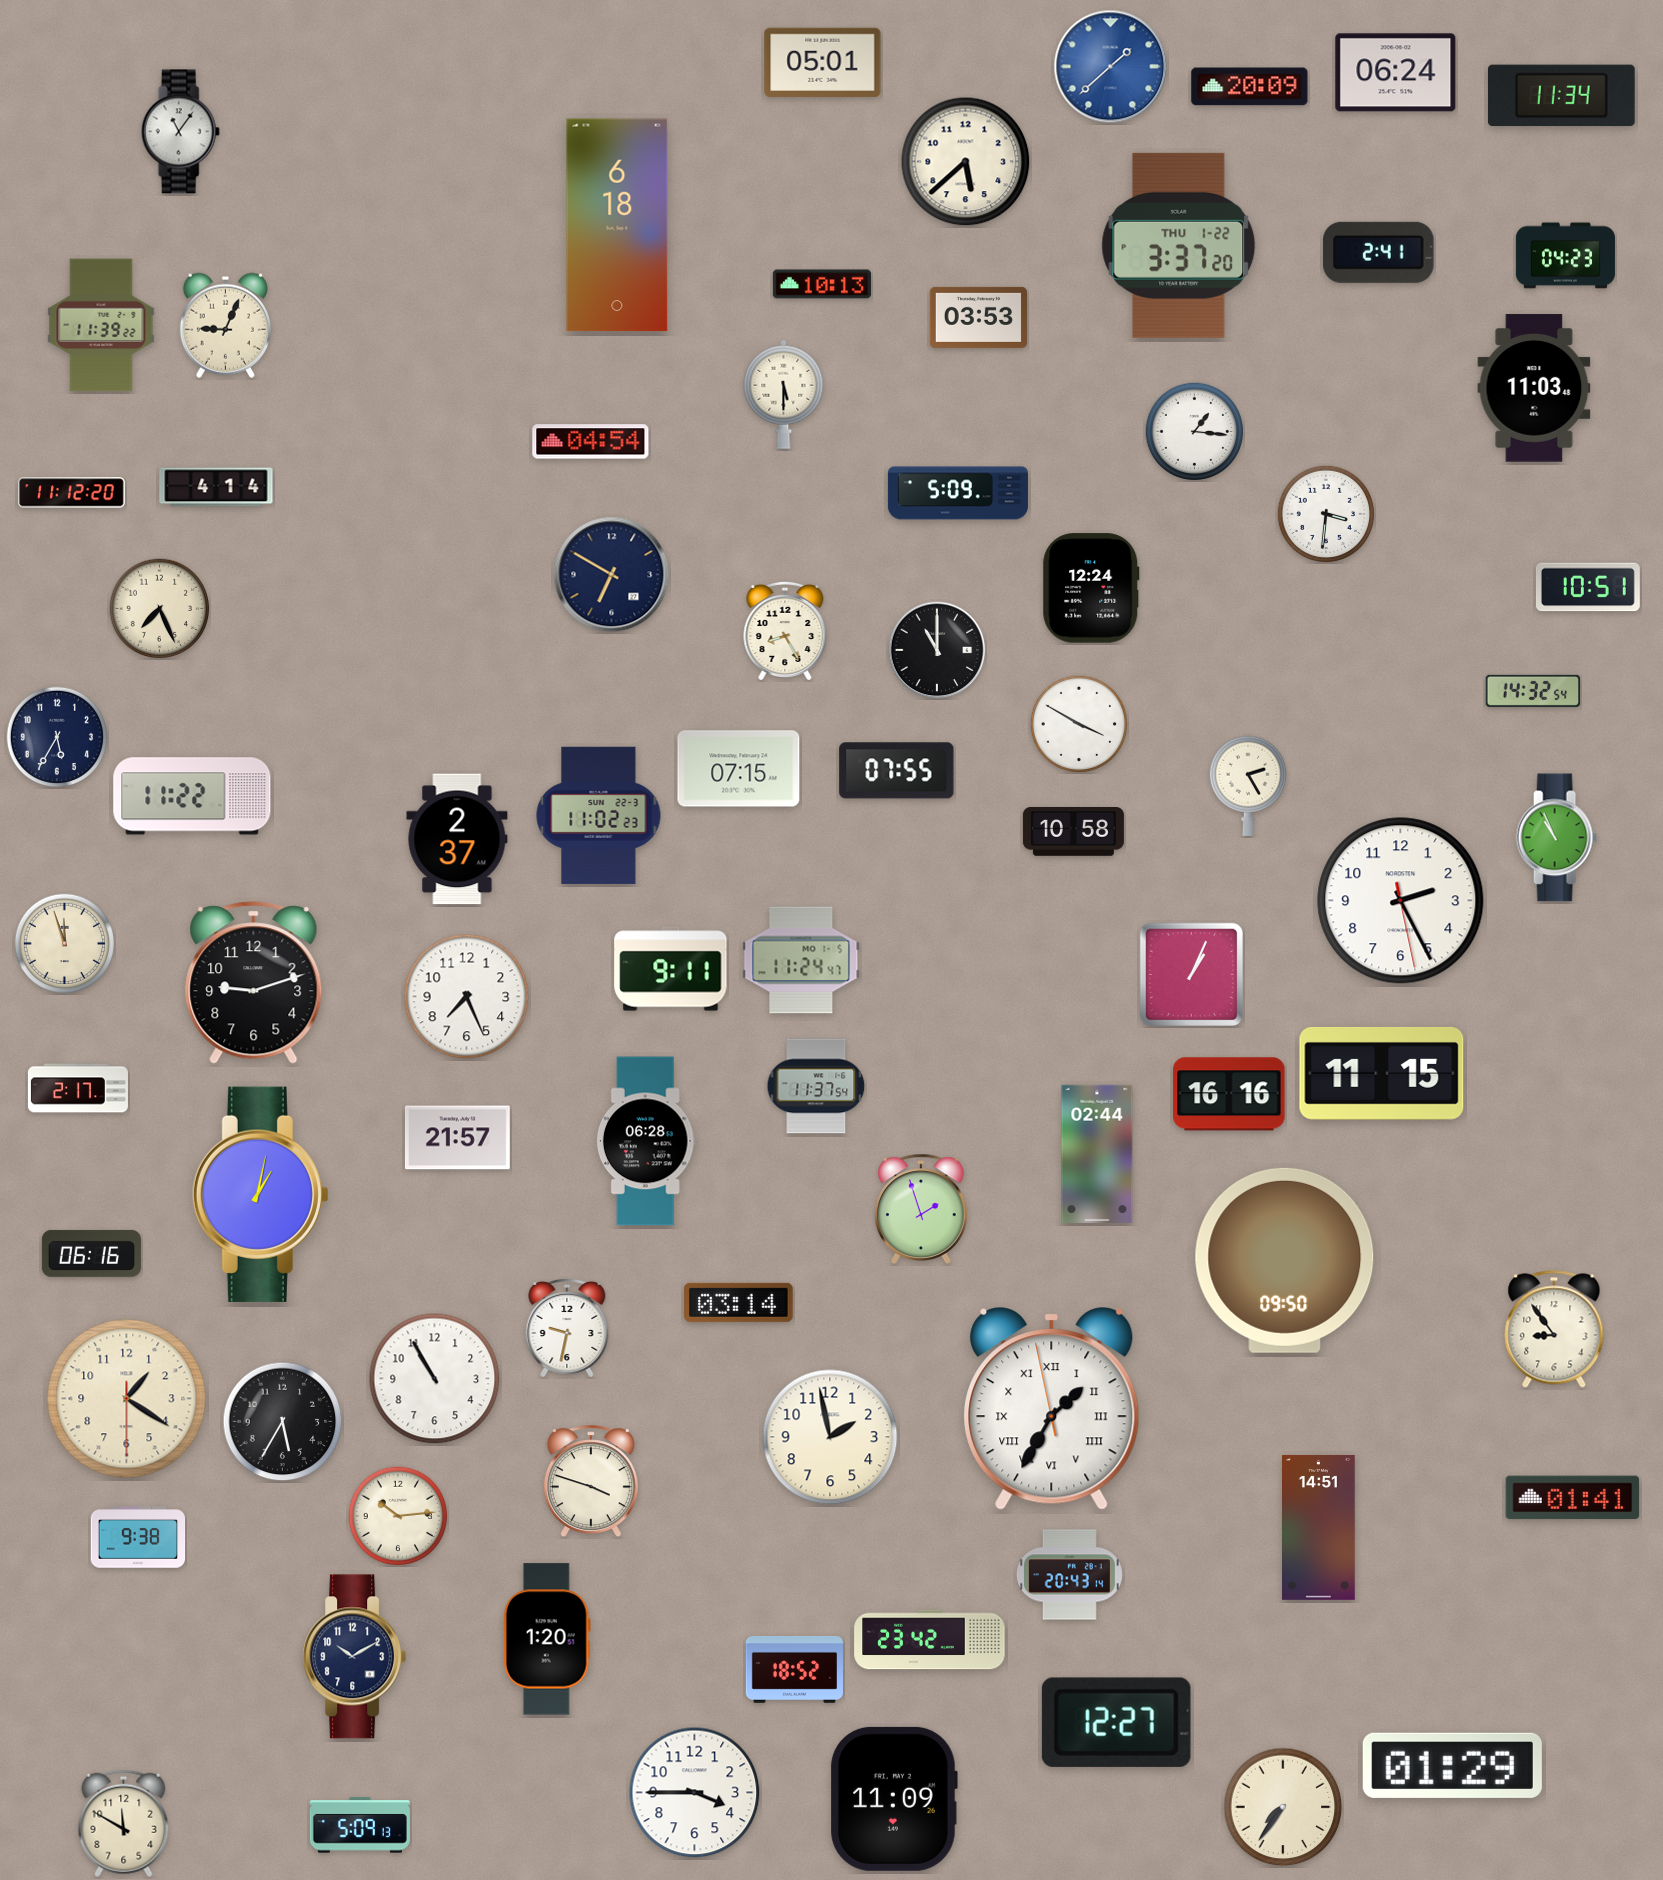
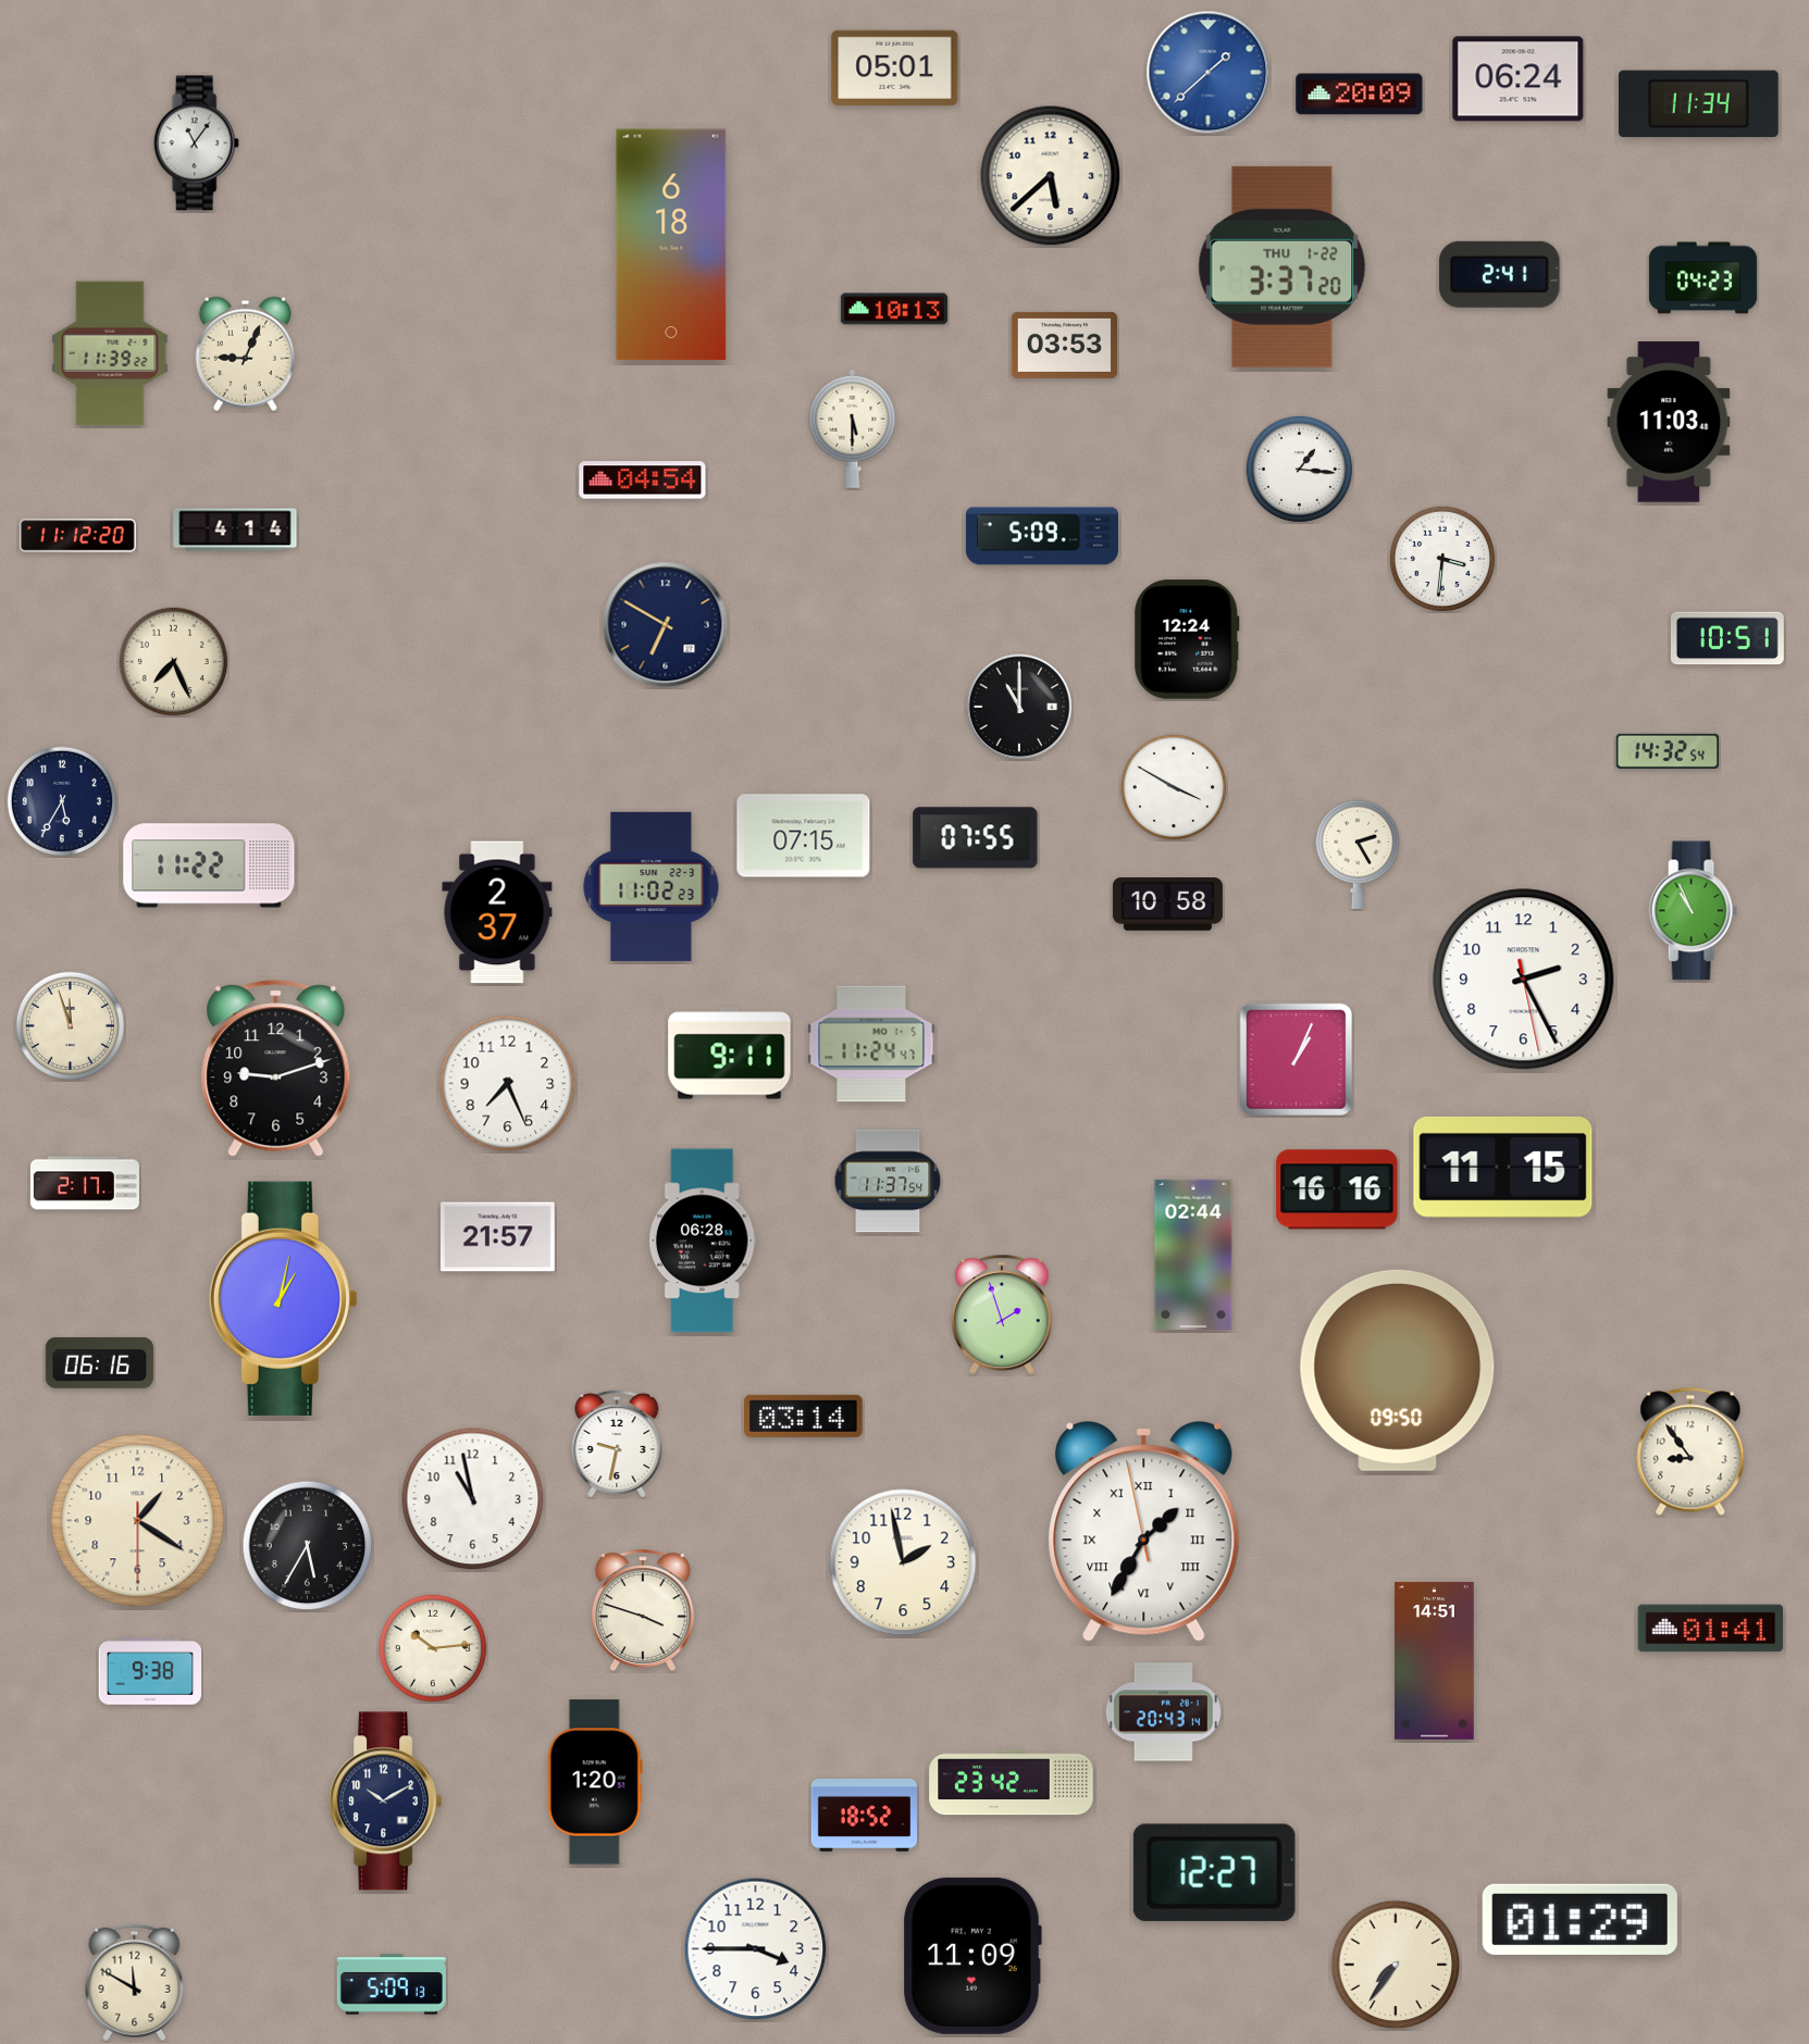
clock at (785, 631): 8:25 -> none
clock at (1554, 1329) position: (1554, 1329) -> (1690, 1451)
clock at (435, 1379): 10:55 -> 10:58
